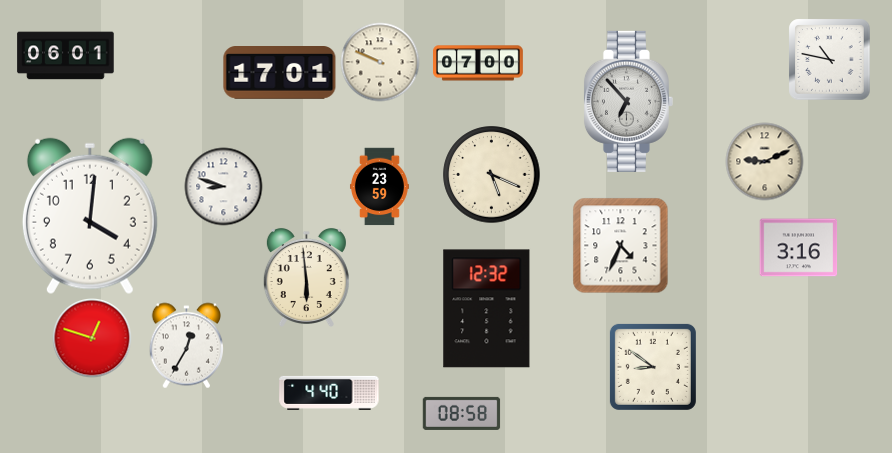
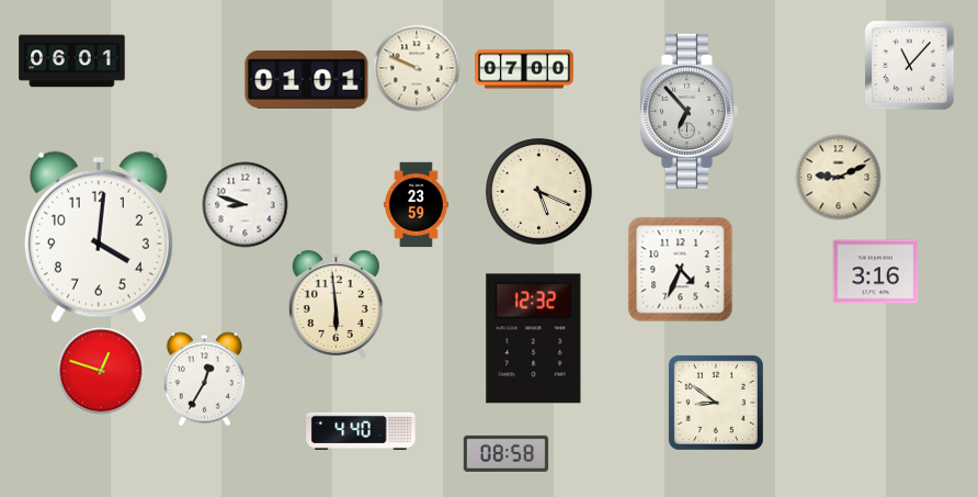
clock at (829, 59): 10:47 -> 11:07
clock at (280, 73): 17:01 -> 01:01
